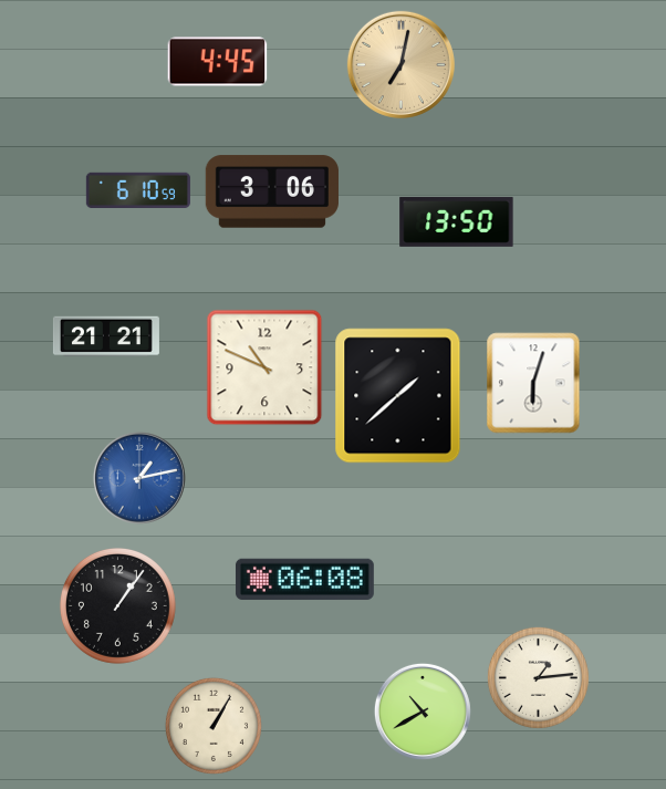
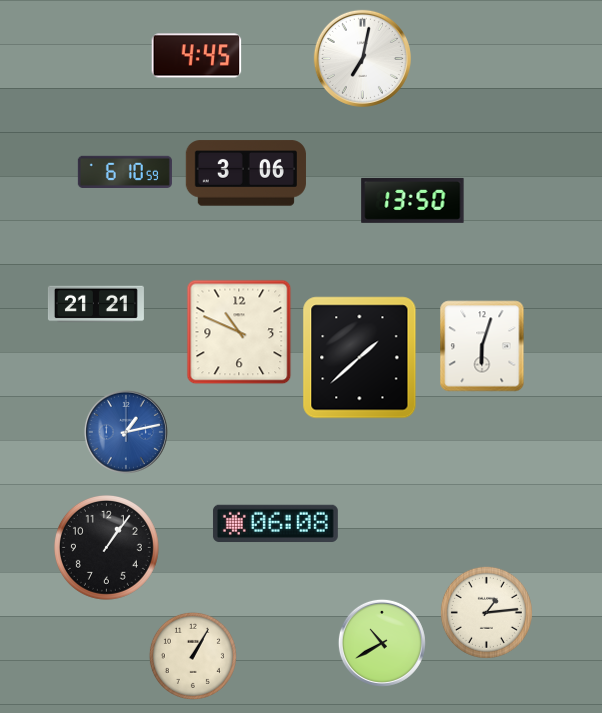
clock at (400, 64) dial: champagne -> white
